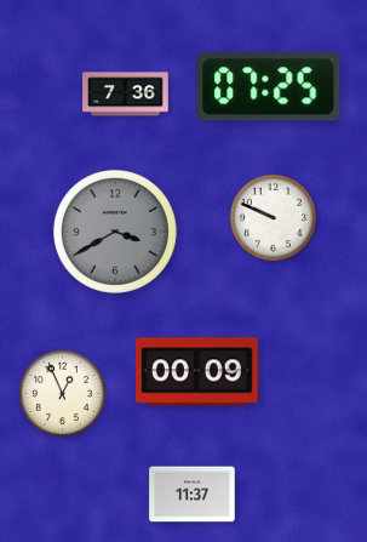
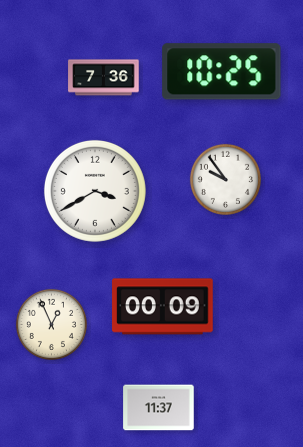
clock at (269, 87): 07:25 -> 10:25
clock at (273, 217): 9:49 -> 9:54
clock at (115, 232) dial: grey -> white
